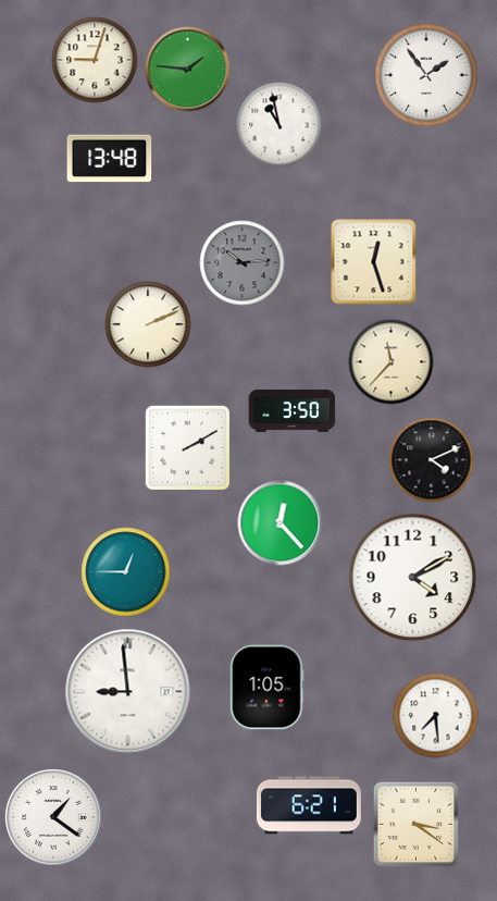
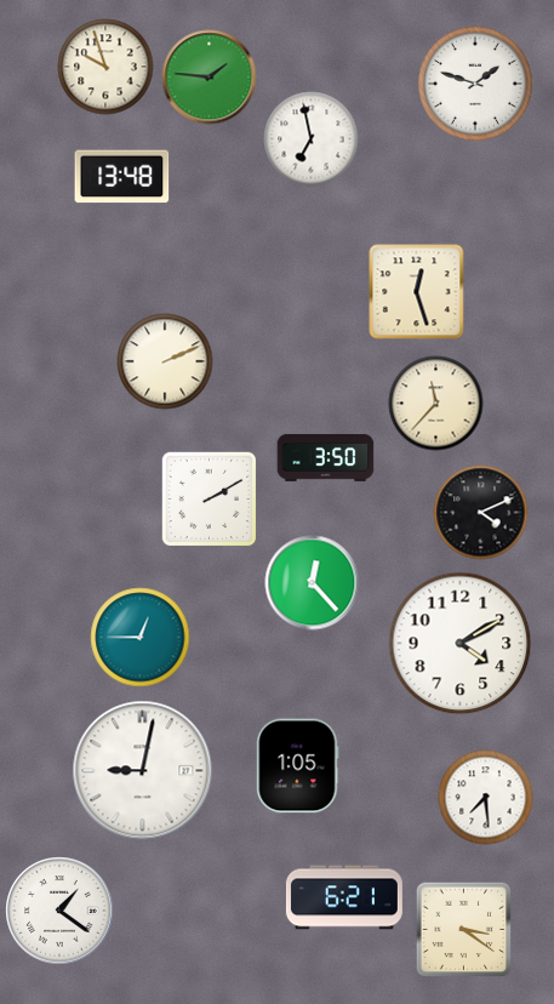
clock at (95, 60): 9:03 -> 9:57
clock at (426, 75): 1:54 -> 1:48
clock at (278, 124): 10:58 -> 6:58
clock at (241, 262): 10:14 -> none
clock at (127, 691): 8:59 -> 9:02
clock at (415, 824) position: (415, 824) -> (463, 929)
